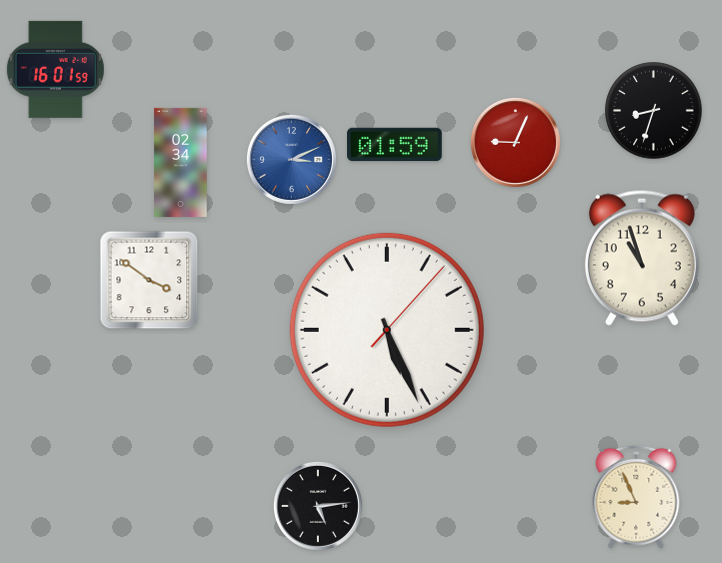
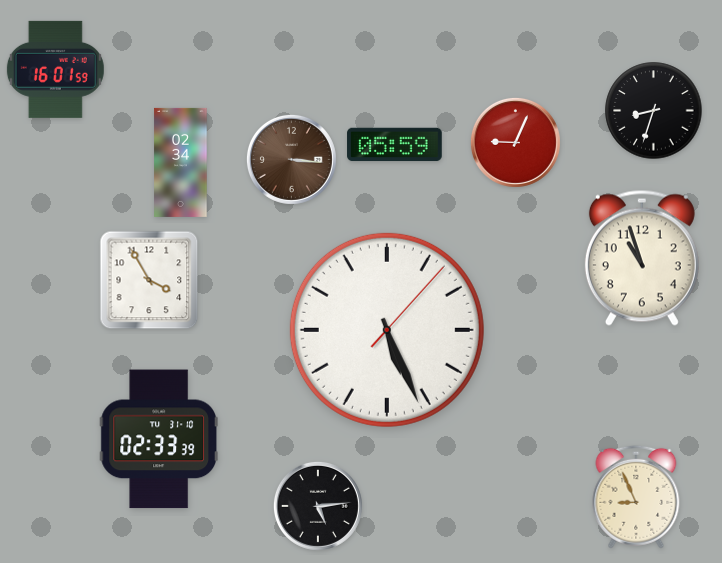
clock at (395, 145): 01:59 -> 05:59
clock at (291, 159): 3:11 -> 3:16
clock at (291, 159) dial: blue -> brown
clock at (149, 280): 3:51 -> 3:55
clock at (158, 439): none -> 02:33
